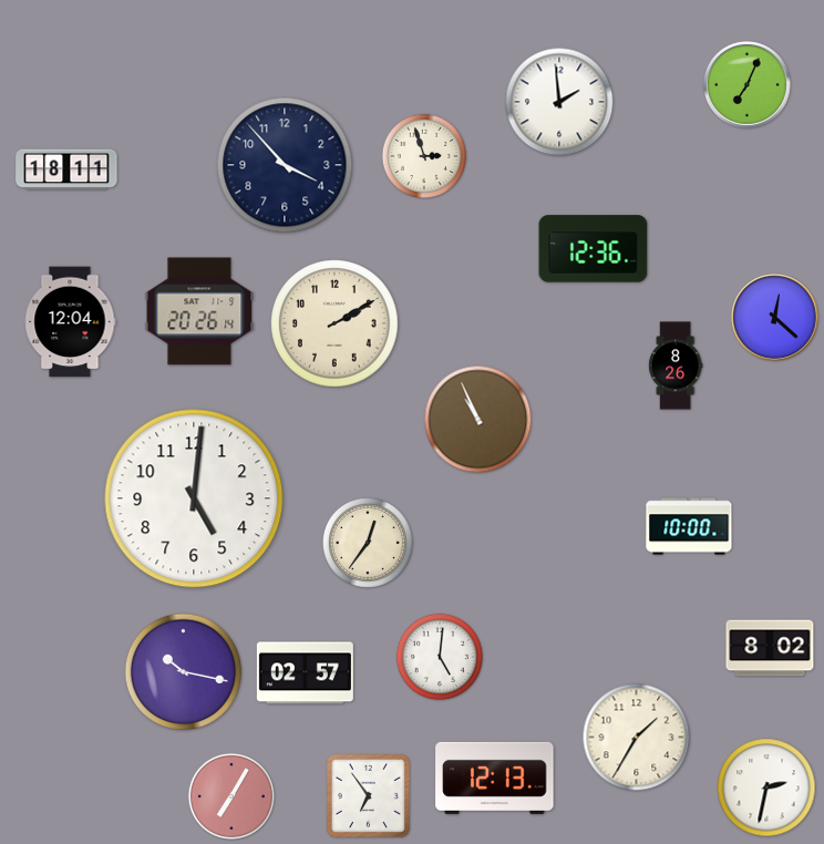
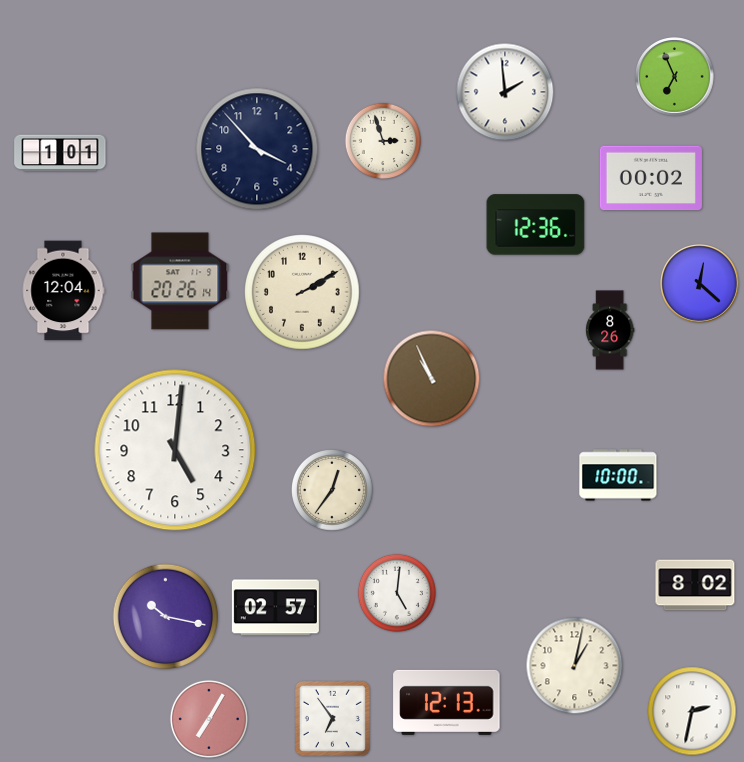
clock at (748, 85): 7:04 -> 6:56
clock at (66, 169): 18:11 -> 1:01
clock at (651, 178): none -> 00:02
clock at (775, 318) position: (775, 318) -> (700, 284)
clock at (689, 526) position: (689, 526) -> (618, 475)
clock at (184, 672) position: (184, 672) -> (166, 617)
clock at (637, 738): 1:35 -> 1:02
